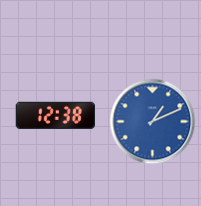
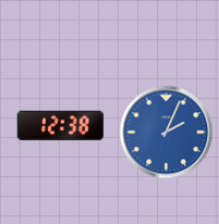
clock at (153, 122): 1:11 -> 2:04
